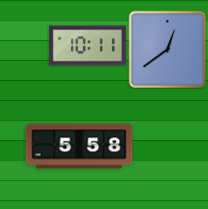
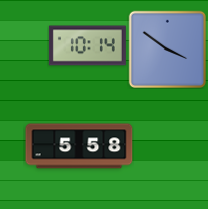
clock at (87, 46): 10:11 -> 10:14
clock at (167, 49): 12:39 -> 3:51
